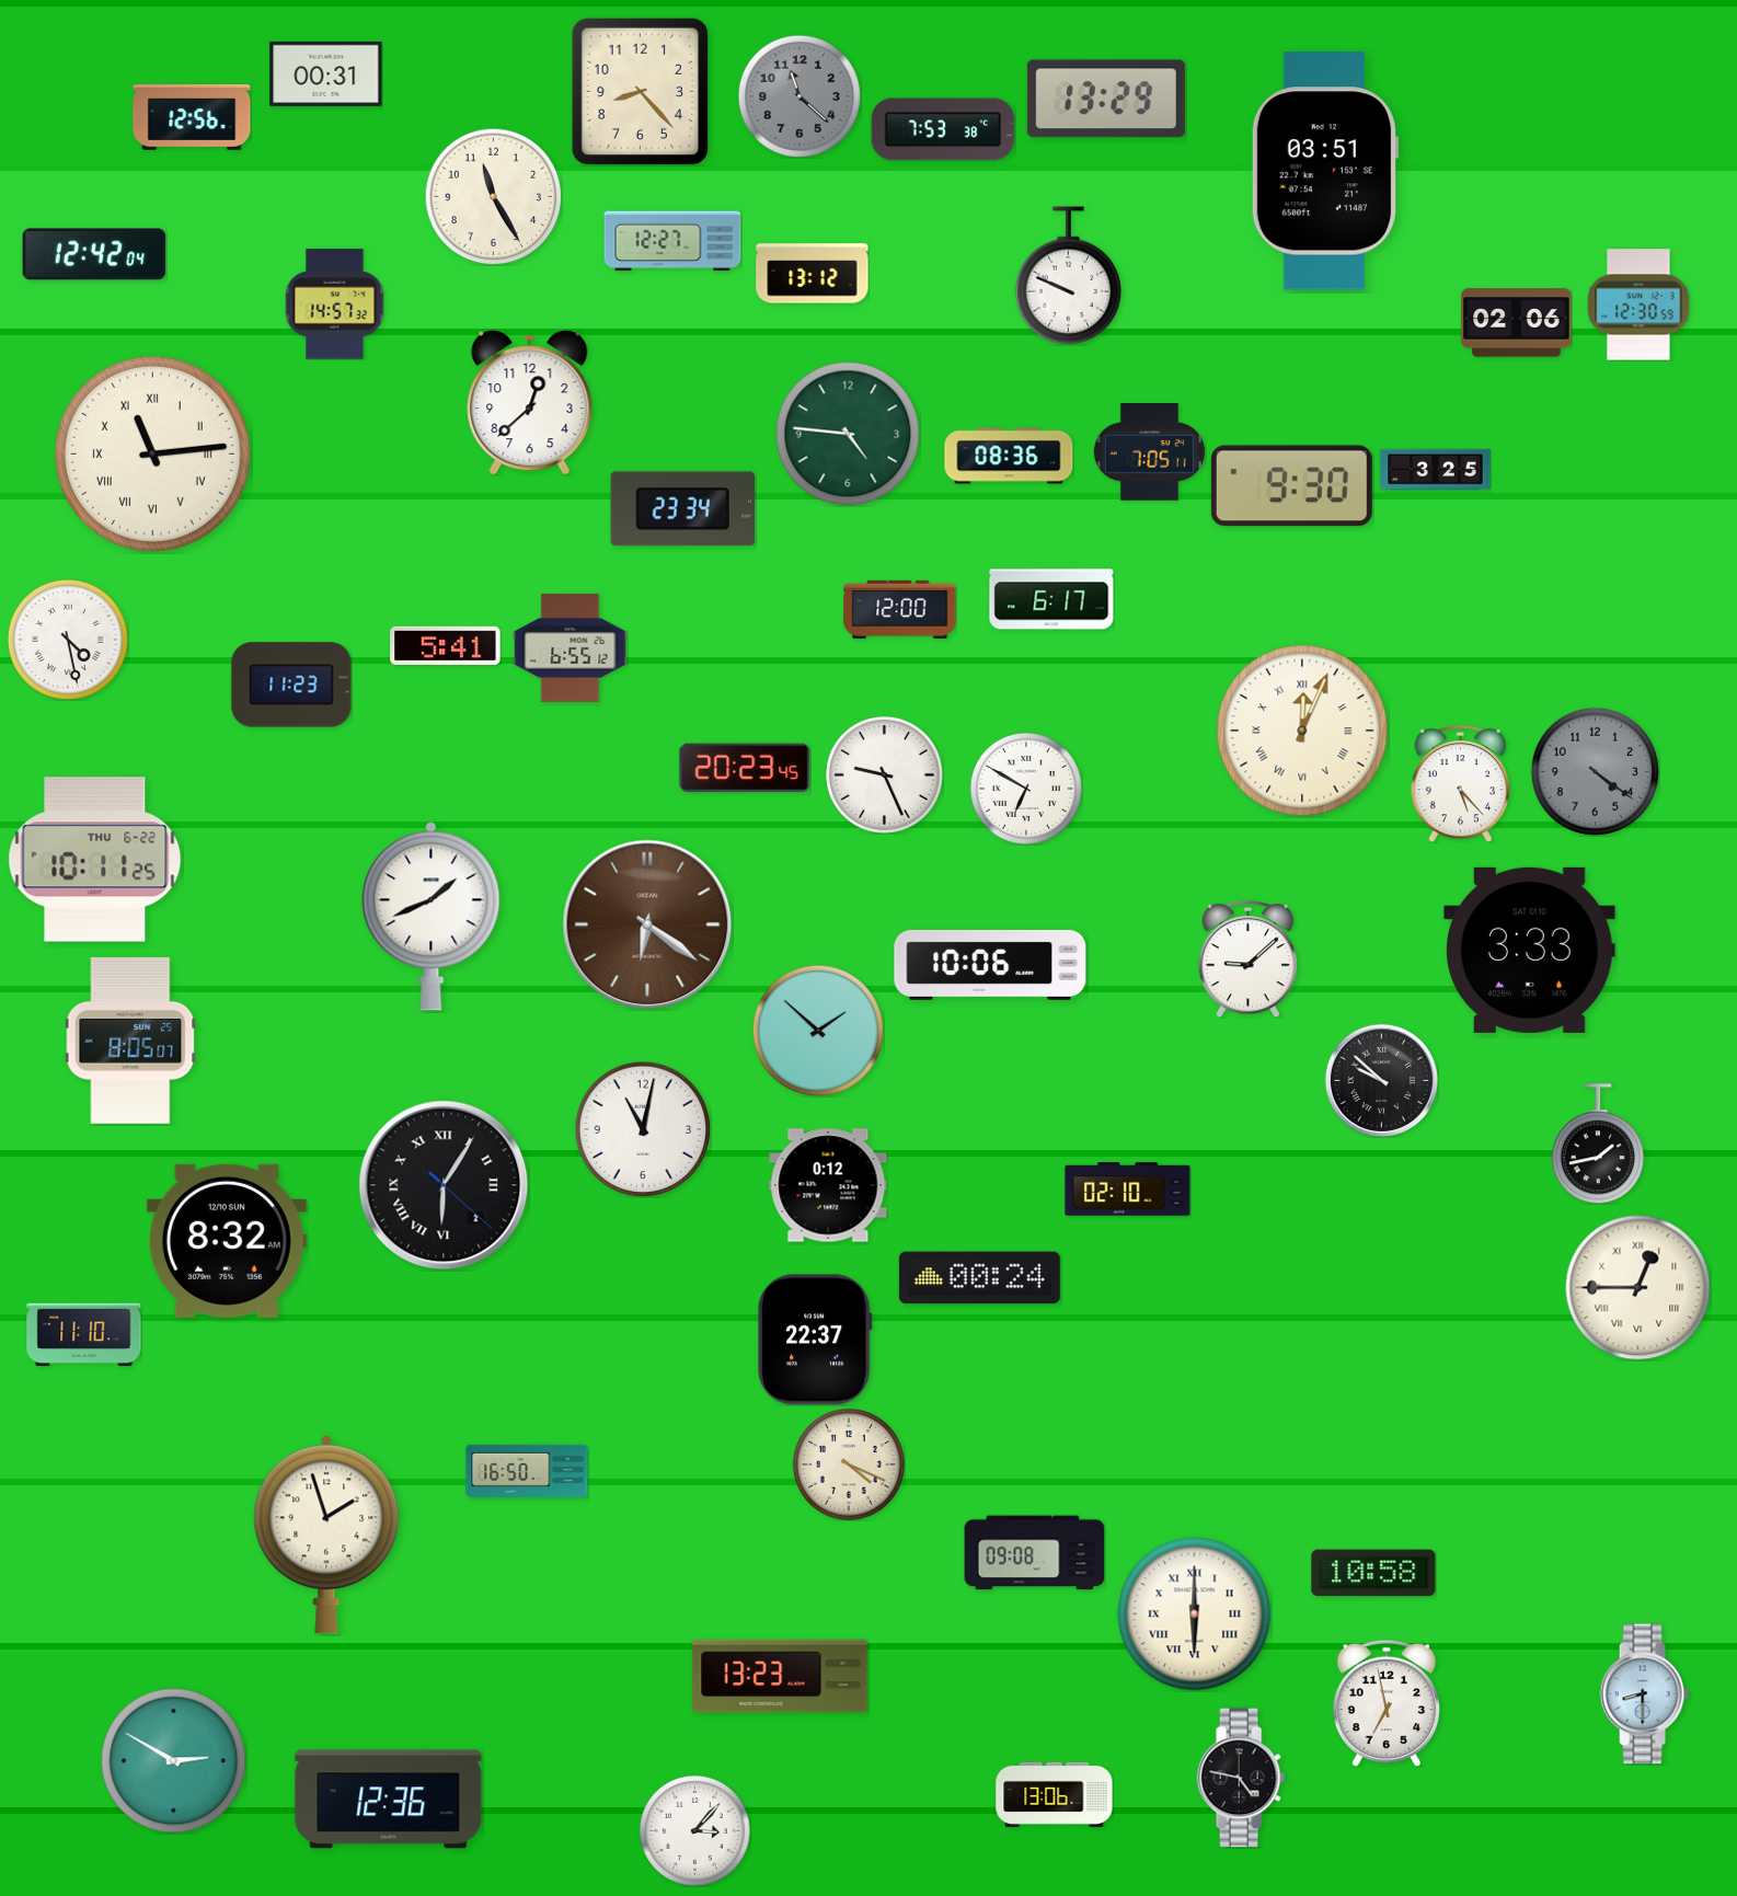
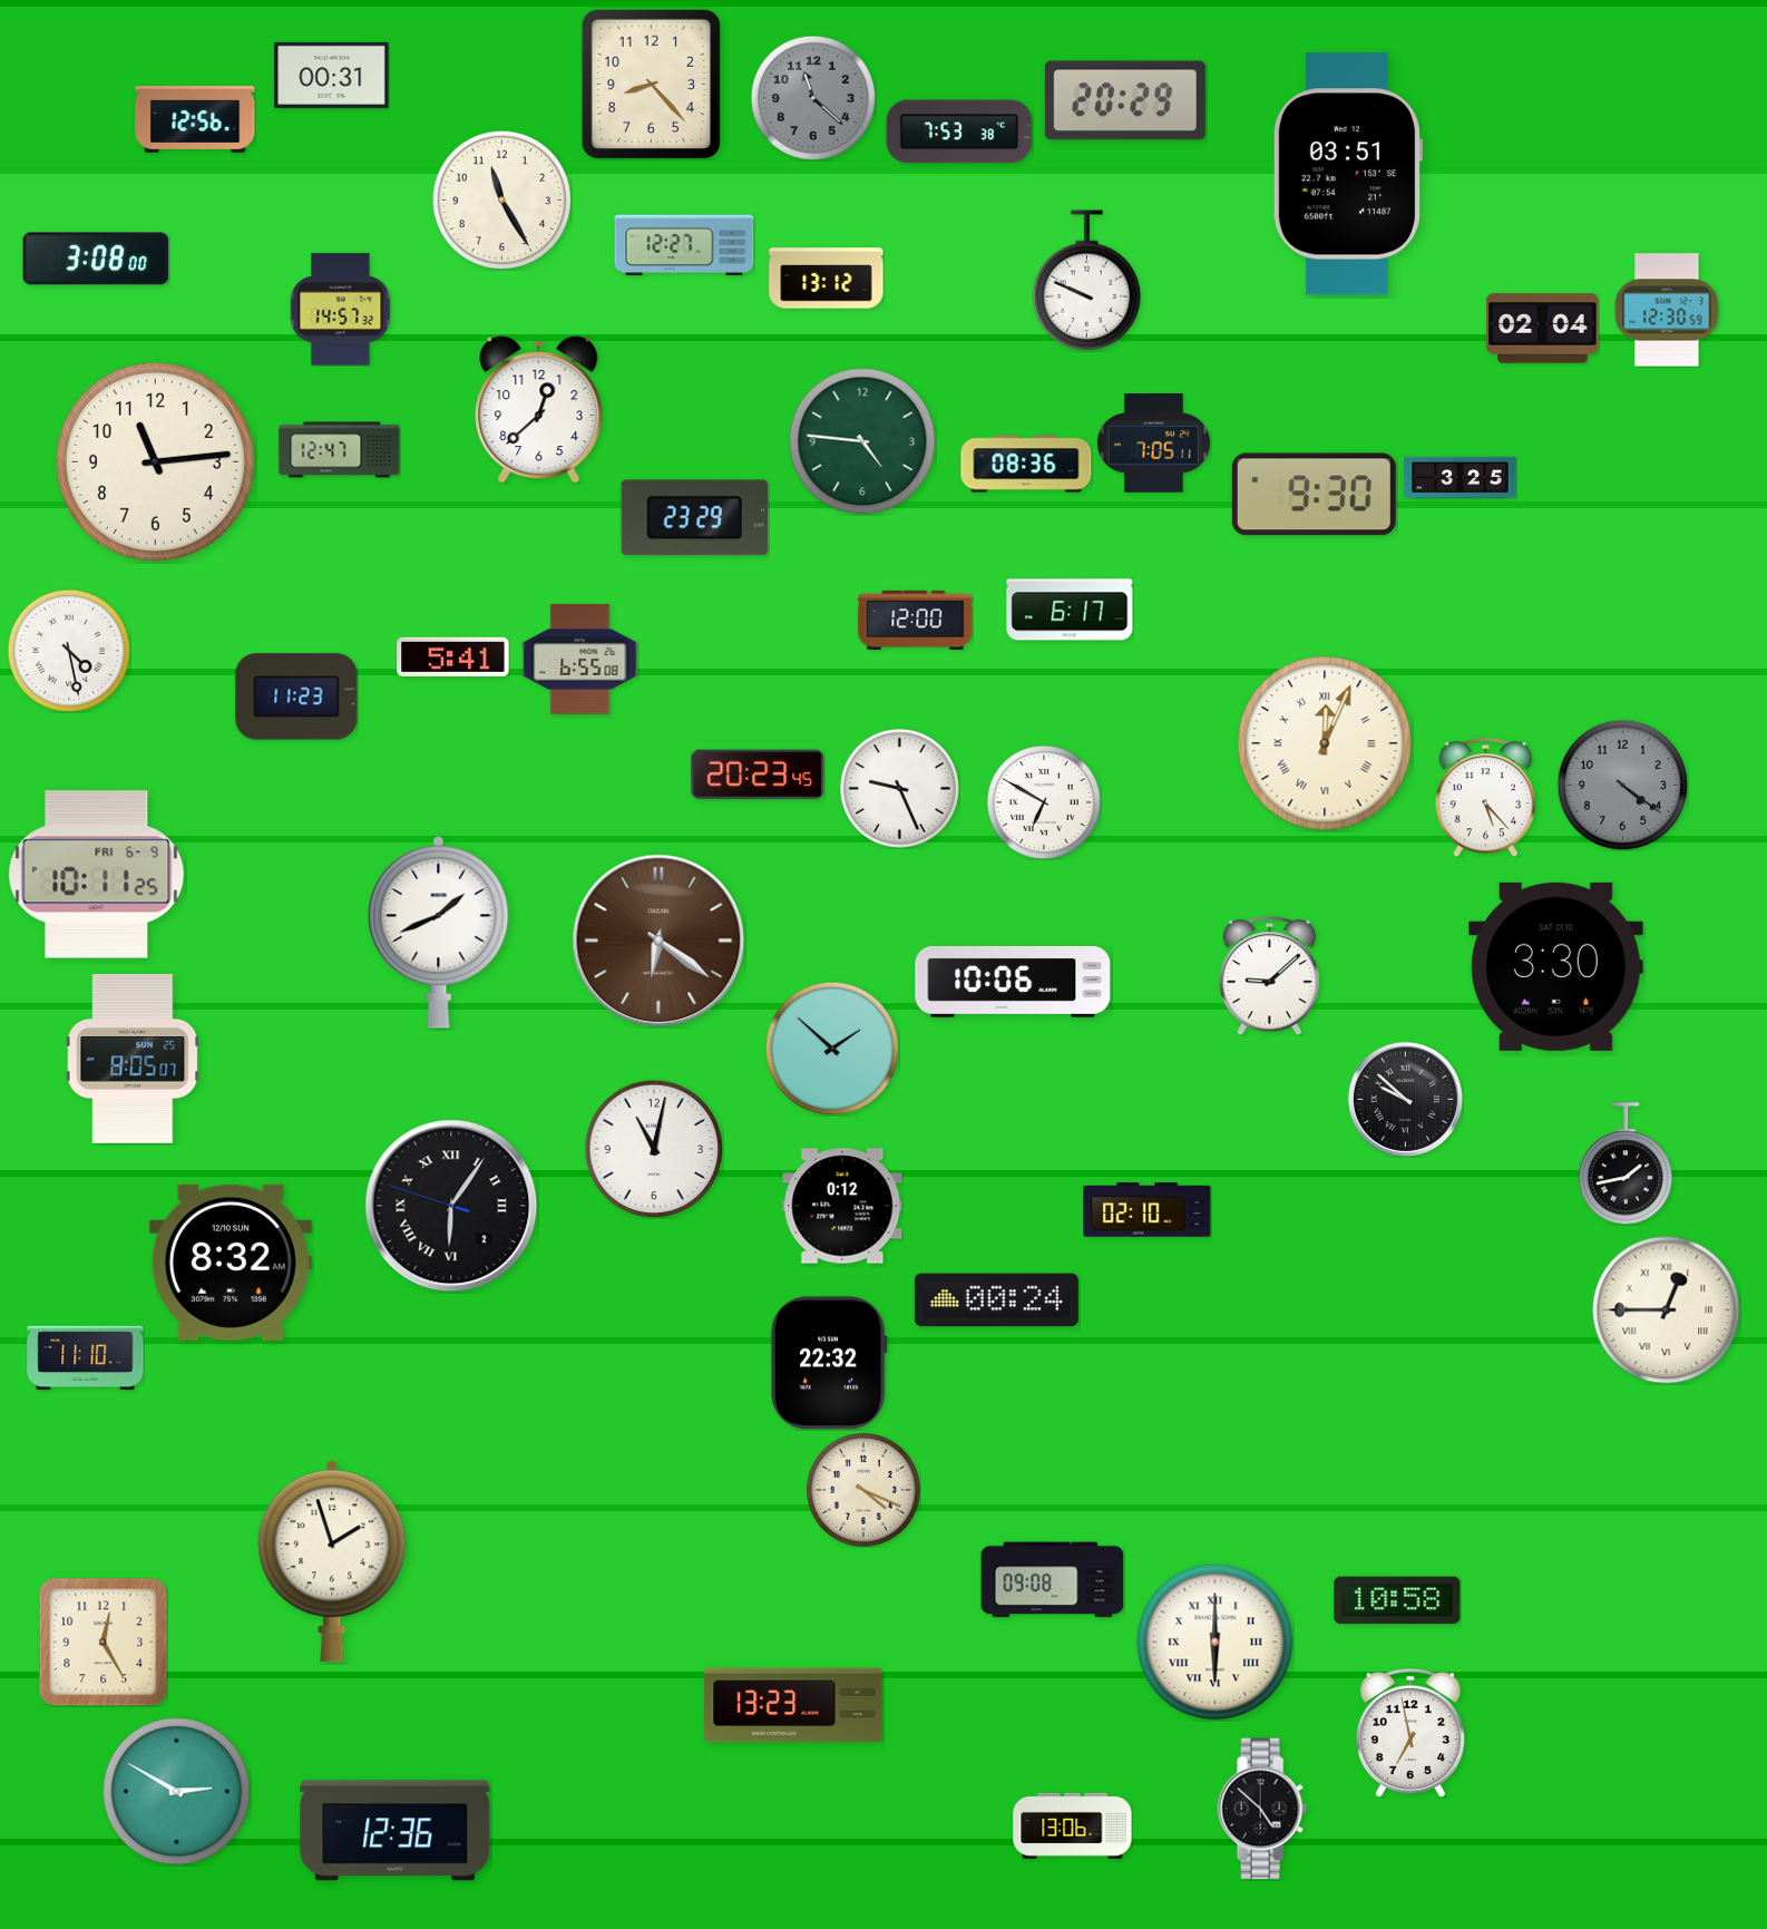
clock at (640, 91) position: (640, 91) -> (651, 84)
clock at (1106, 99): 13:29 -> 20:29
clock at (94, 254): 12:42 -> 3:08
clock at (1517, 323): 02:06 -> 02:04
clock at (340, 450): none -> 12:47
clock at (1149, 452) position: (1149, 452) -> (1153, 444)
clock at (152, 453) numerals: Roman -> Arabic
clock at (683, 509): 23:34 -> 23:29
clock at (571, 647): 6:55:12 -> 6:55:08
clock at (745, 768) position: (745, 768) -> (758, 774)
clock at (95, 860) date: THU 6-22 -> FRI 6-9
clock at (1530, 950): 3:33 -> 3:30
clock at (990, 965) position: (990, 965) -> (1013, 982)
clock at (444, 1185): 6:05:22 -> 6:05:48
clock at (815, 1340): 22:37 -> 22:32
clock at (527, 1471): 16:50 -> none
clock at (102, 1641): none -> 12:25
clock at (1644, 1694): 8:30 -> none
clock at (1241, 1778): 4:47 -> 4:52
clock at (695, 1831): 3:07 -> none
